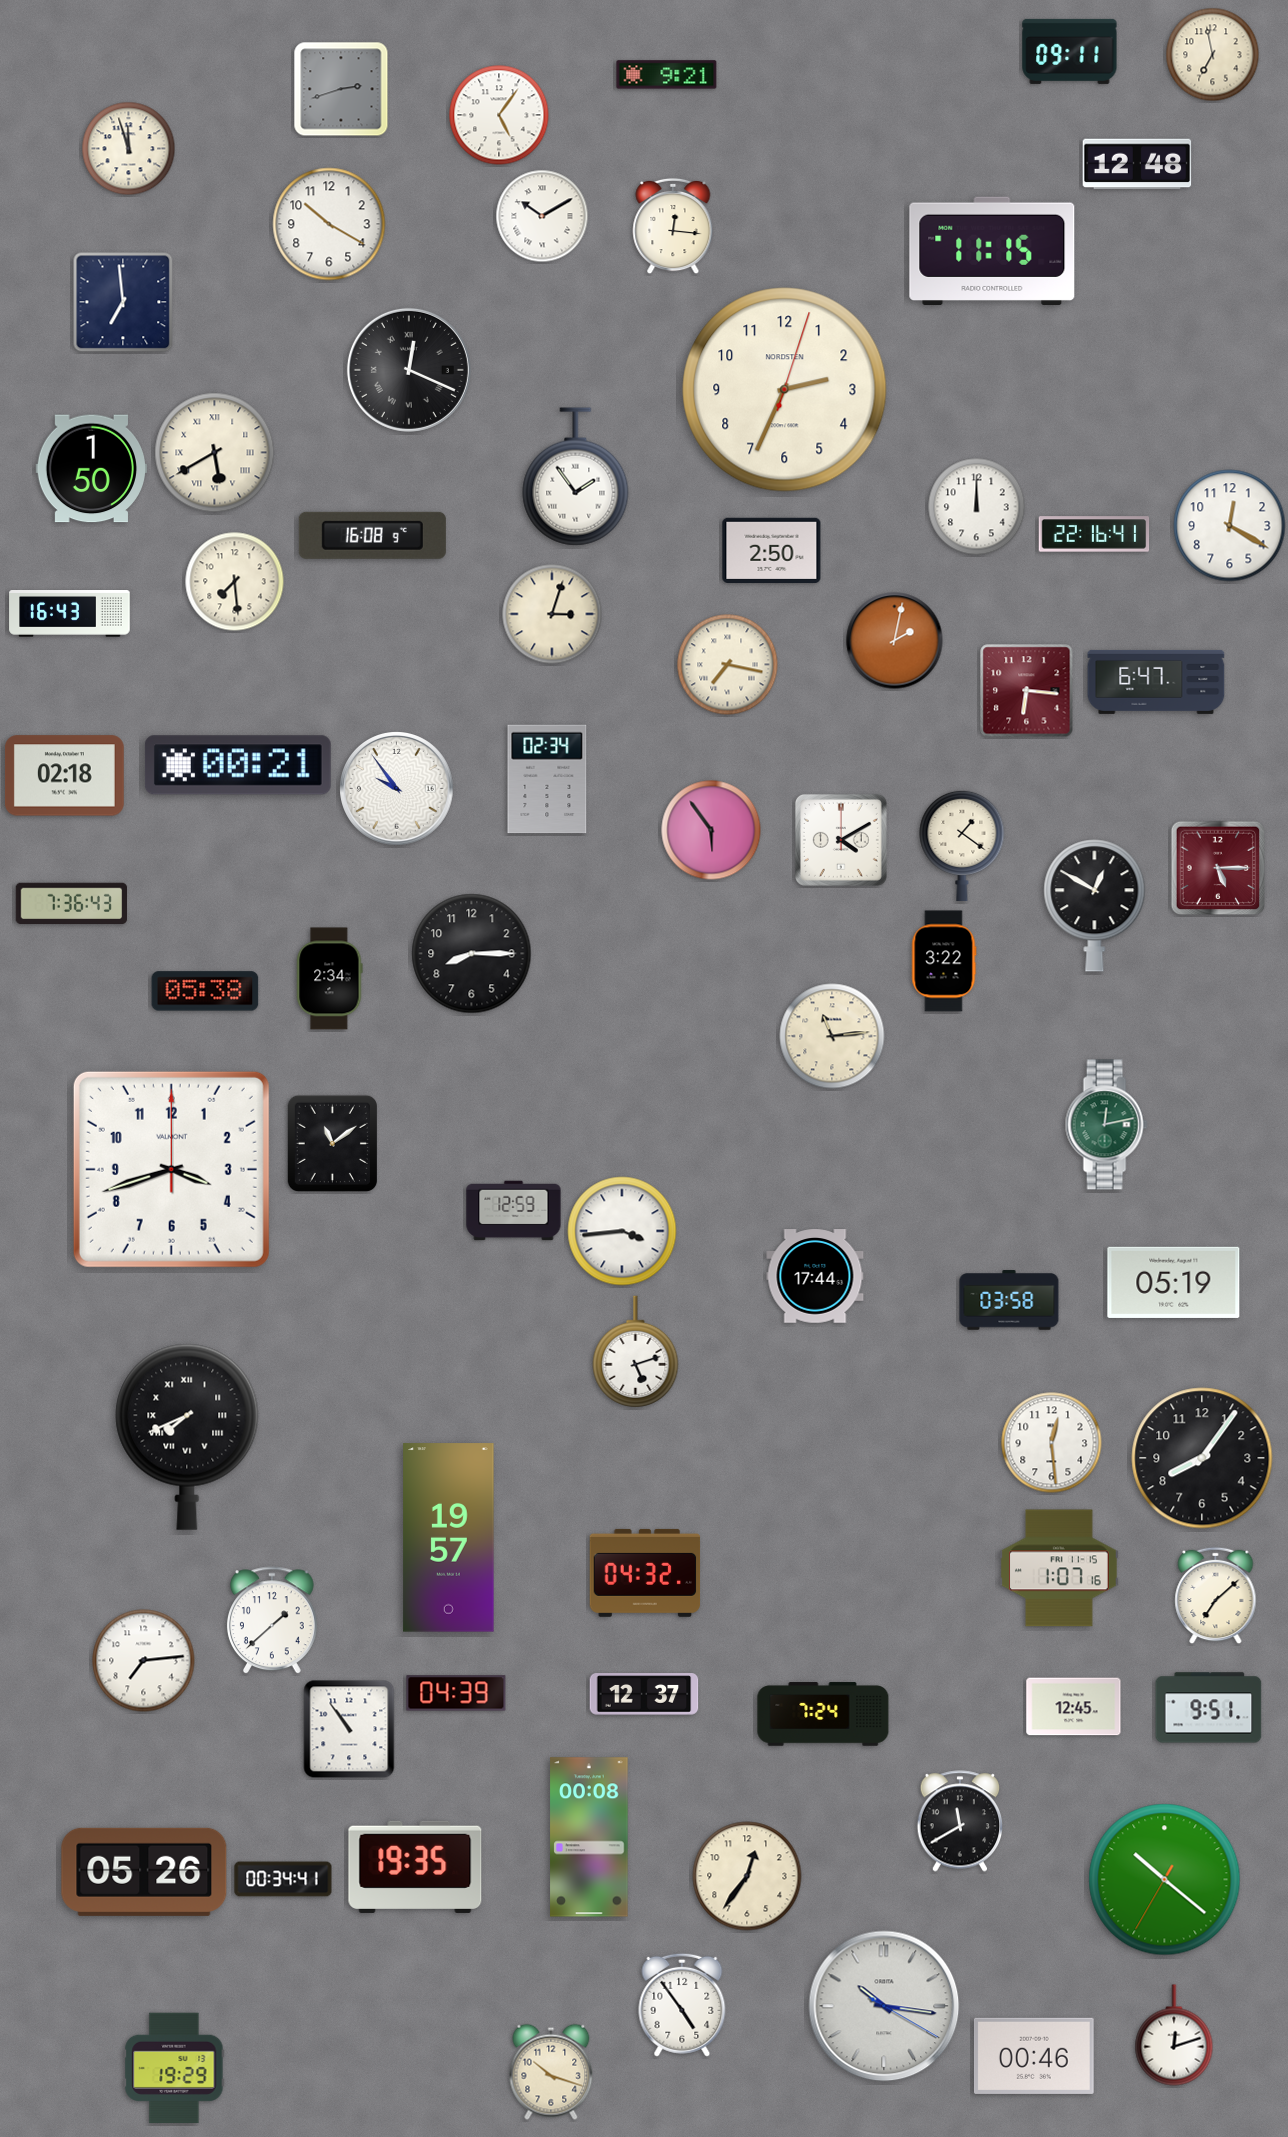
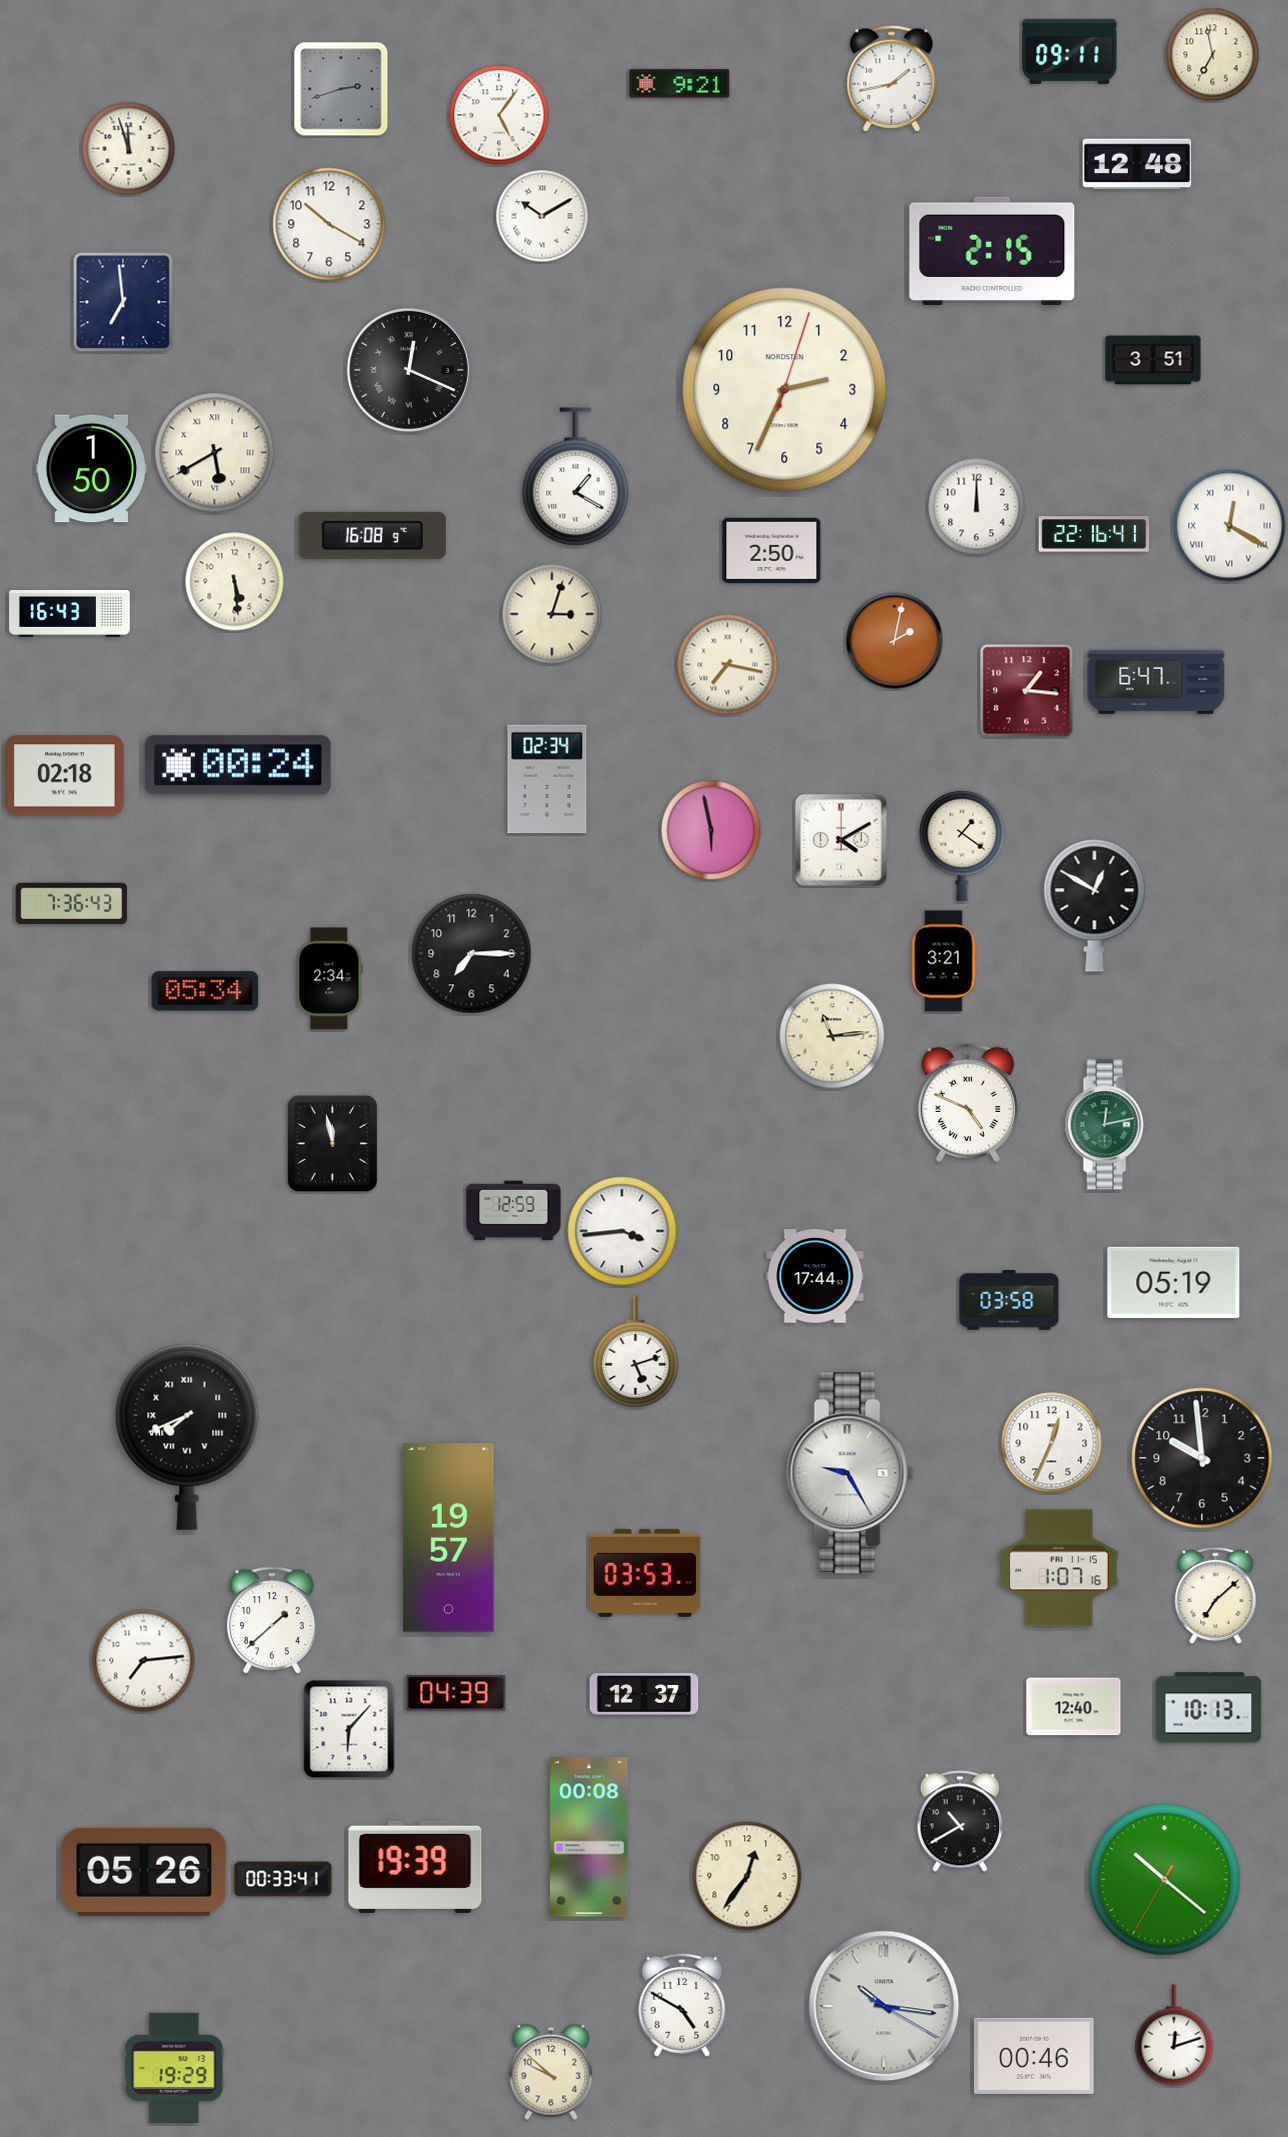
clock at (667, 75) position: (667, 75) -> (680, 84)
clock at (892, 79): none -> 1:43
clock at (673, 226): 12:16 -> none
clock at (992, 250): 11:15 -> 2:15
clock at (1153, 360): none -> 3:51
clock at (576, 477): 1:54 -> 1:20
clock at (1230, 526) numerals: Arabic -> Roman
clock at (235, 582): 7:29 -> 5:29
clock at (1027, 691): 6:16 -> 1:16
clock at (238, 765): 00:21 -> 00:24
clock at (397, 789): 9:54 -> none
clock at (711, 830): 5:54 -> 5:58
clock at (1218, 868): 5:15 -> none
clock at (472, 954): 8:15 -> 7:15
clock at (944, 961): 3:22 -> 3:21
clock at (205, 991): 05:38 -> 05:34
clock at (968, 1103): none -> 4:49
clock at (332, 1143): 11:09 -> 11:58
clock at (171, 1169): 3:42 -> none
clock at (1052, 1443): 12:29 -> 12:34
clock at (1202, 1458): 8:06 -> 9:59
clock at (850, 1473): none -> 9:25
clock at (645, 1573): 04:32 -> 03:53
clock at (1074, 1707): 12:45 -> 12:40
clock at (1209, 1708): 9:51 -> 10:13
clock at (823, 1714): 7:24 -> none
clock at (349, 1729): 10:54 -> 6:07
clock at (960, 1821): 11:40 -> 10:40
clock at (415, 1867): 19:35 -> 19:39
clock at (283, 1879): 00:34 -> 00:33
clock at (682, 2005): 4:54 -> 4:50
clock at (551, 2072): 10:18 -> 9:52
